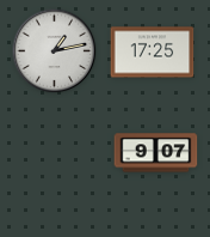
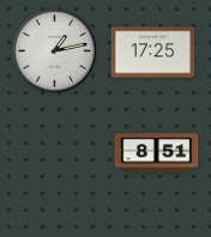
clock at (156, 153): 9:07 -> 8:51
